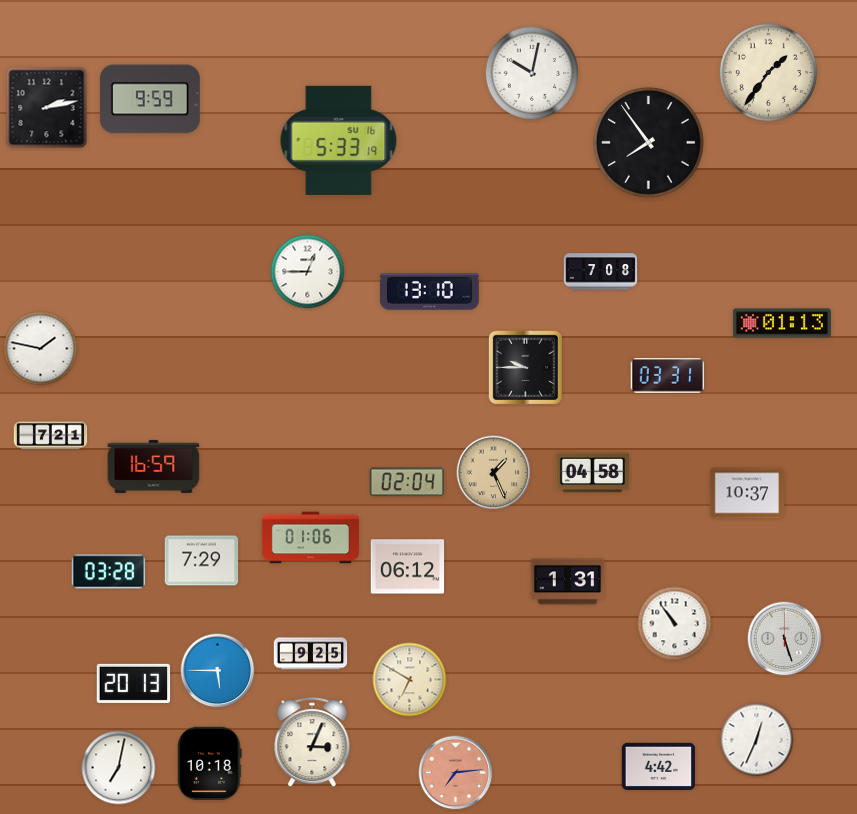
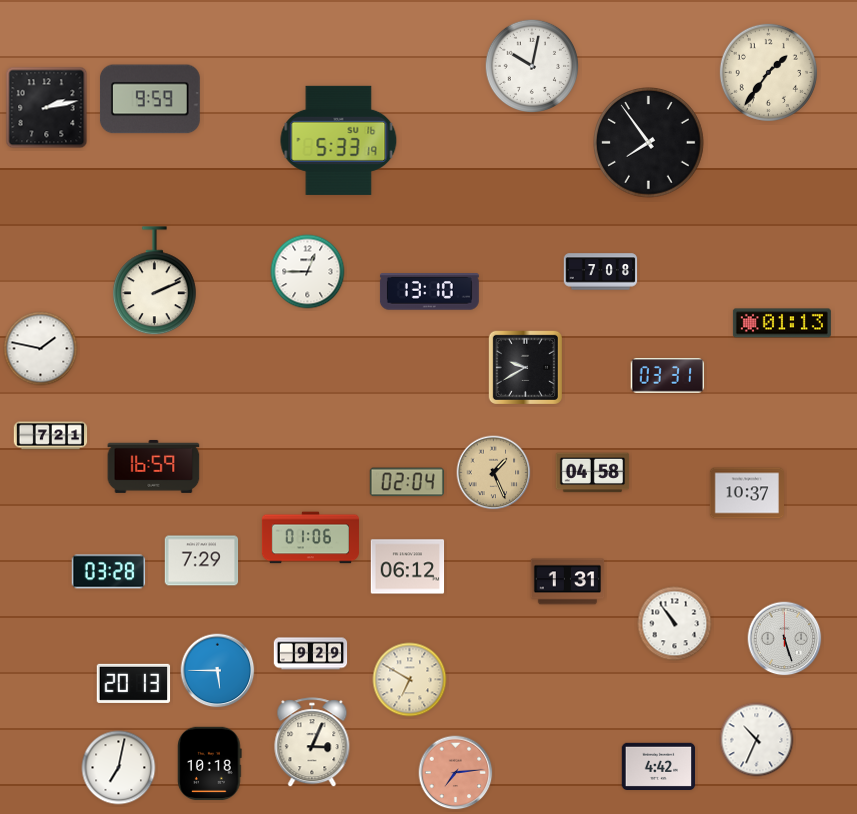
clock at (532, 73) position: (532, 73) -> (532, 66)
clock at (154, 281): none -> 2:11
clock at (525, 367): 9:45 -> 9:40
clock at (311, 654): 9:25 -> 9:29
clock at (757, 740): 12:34 -> 10:34
